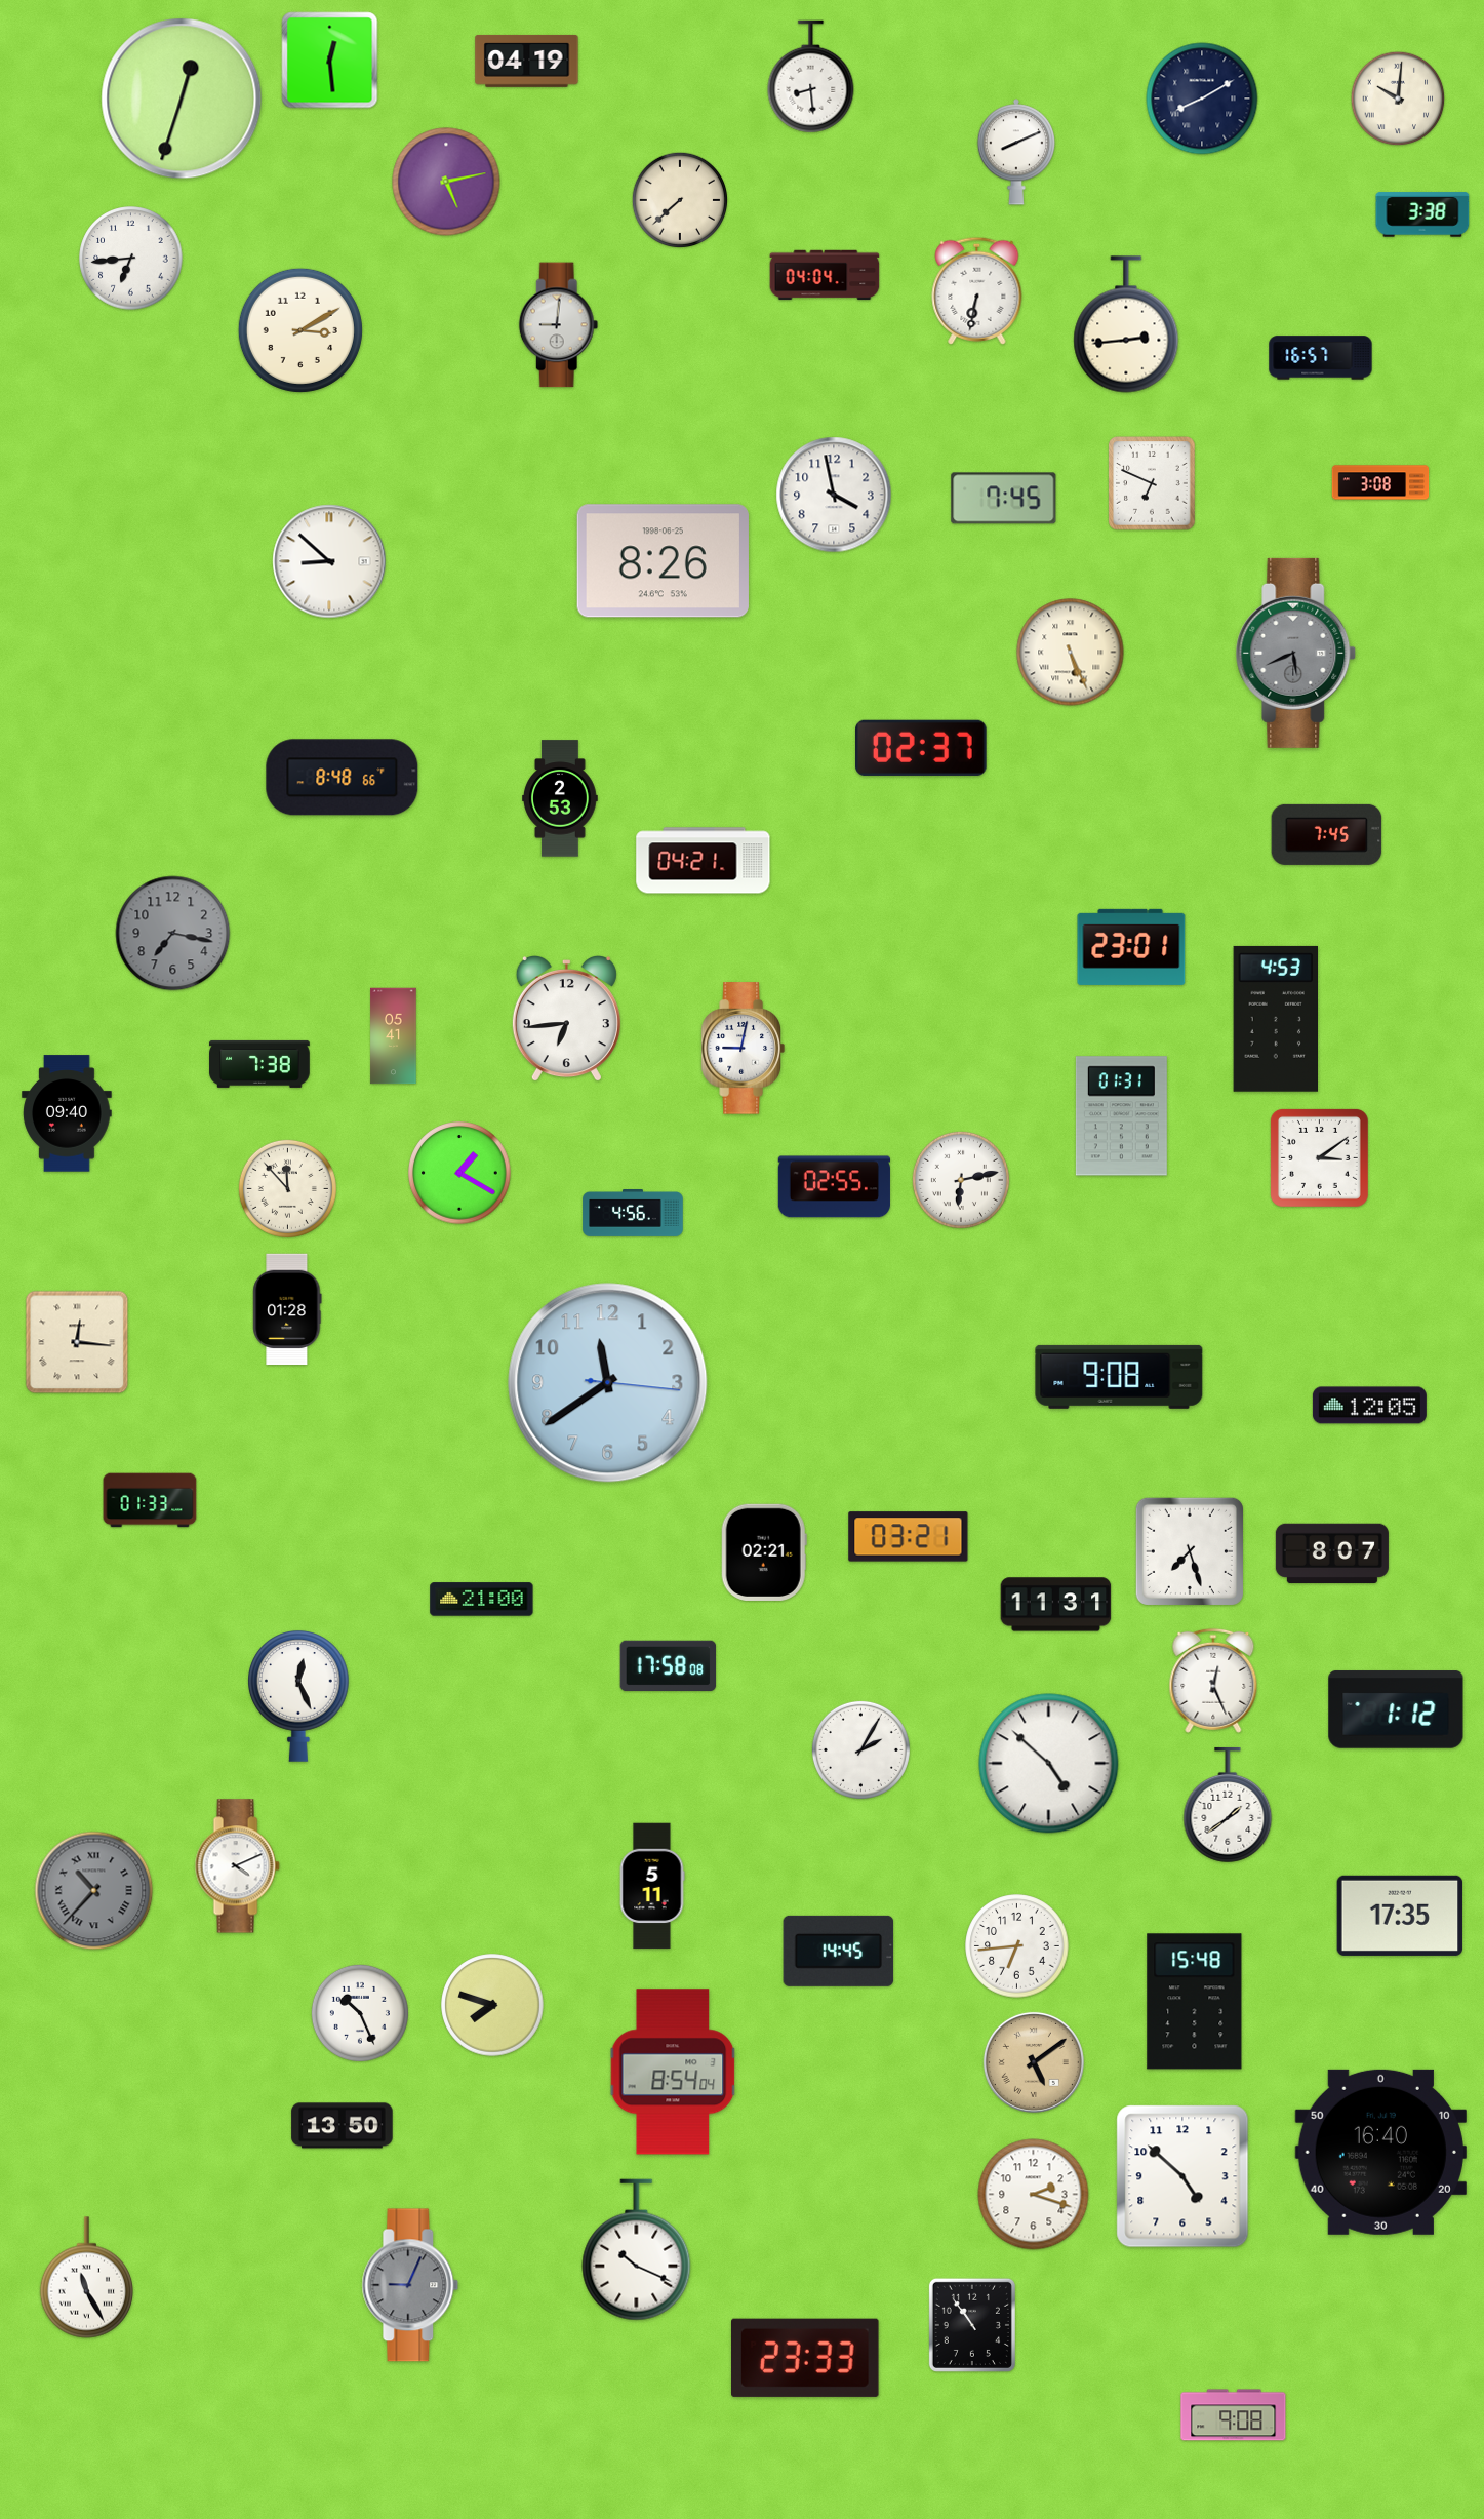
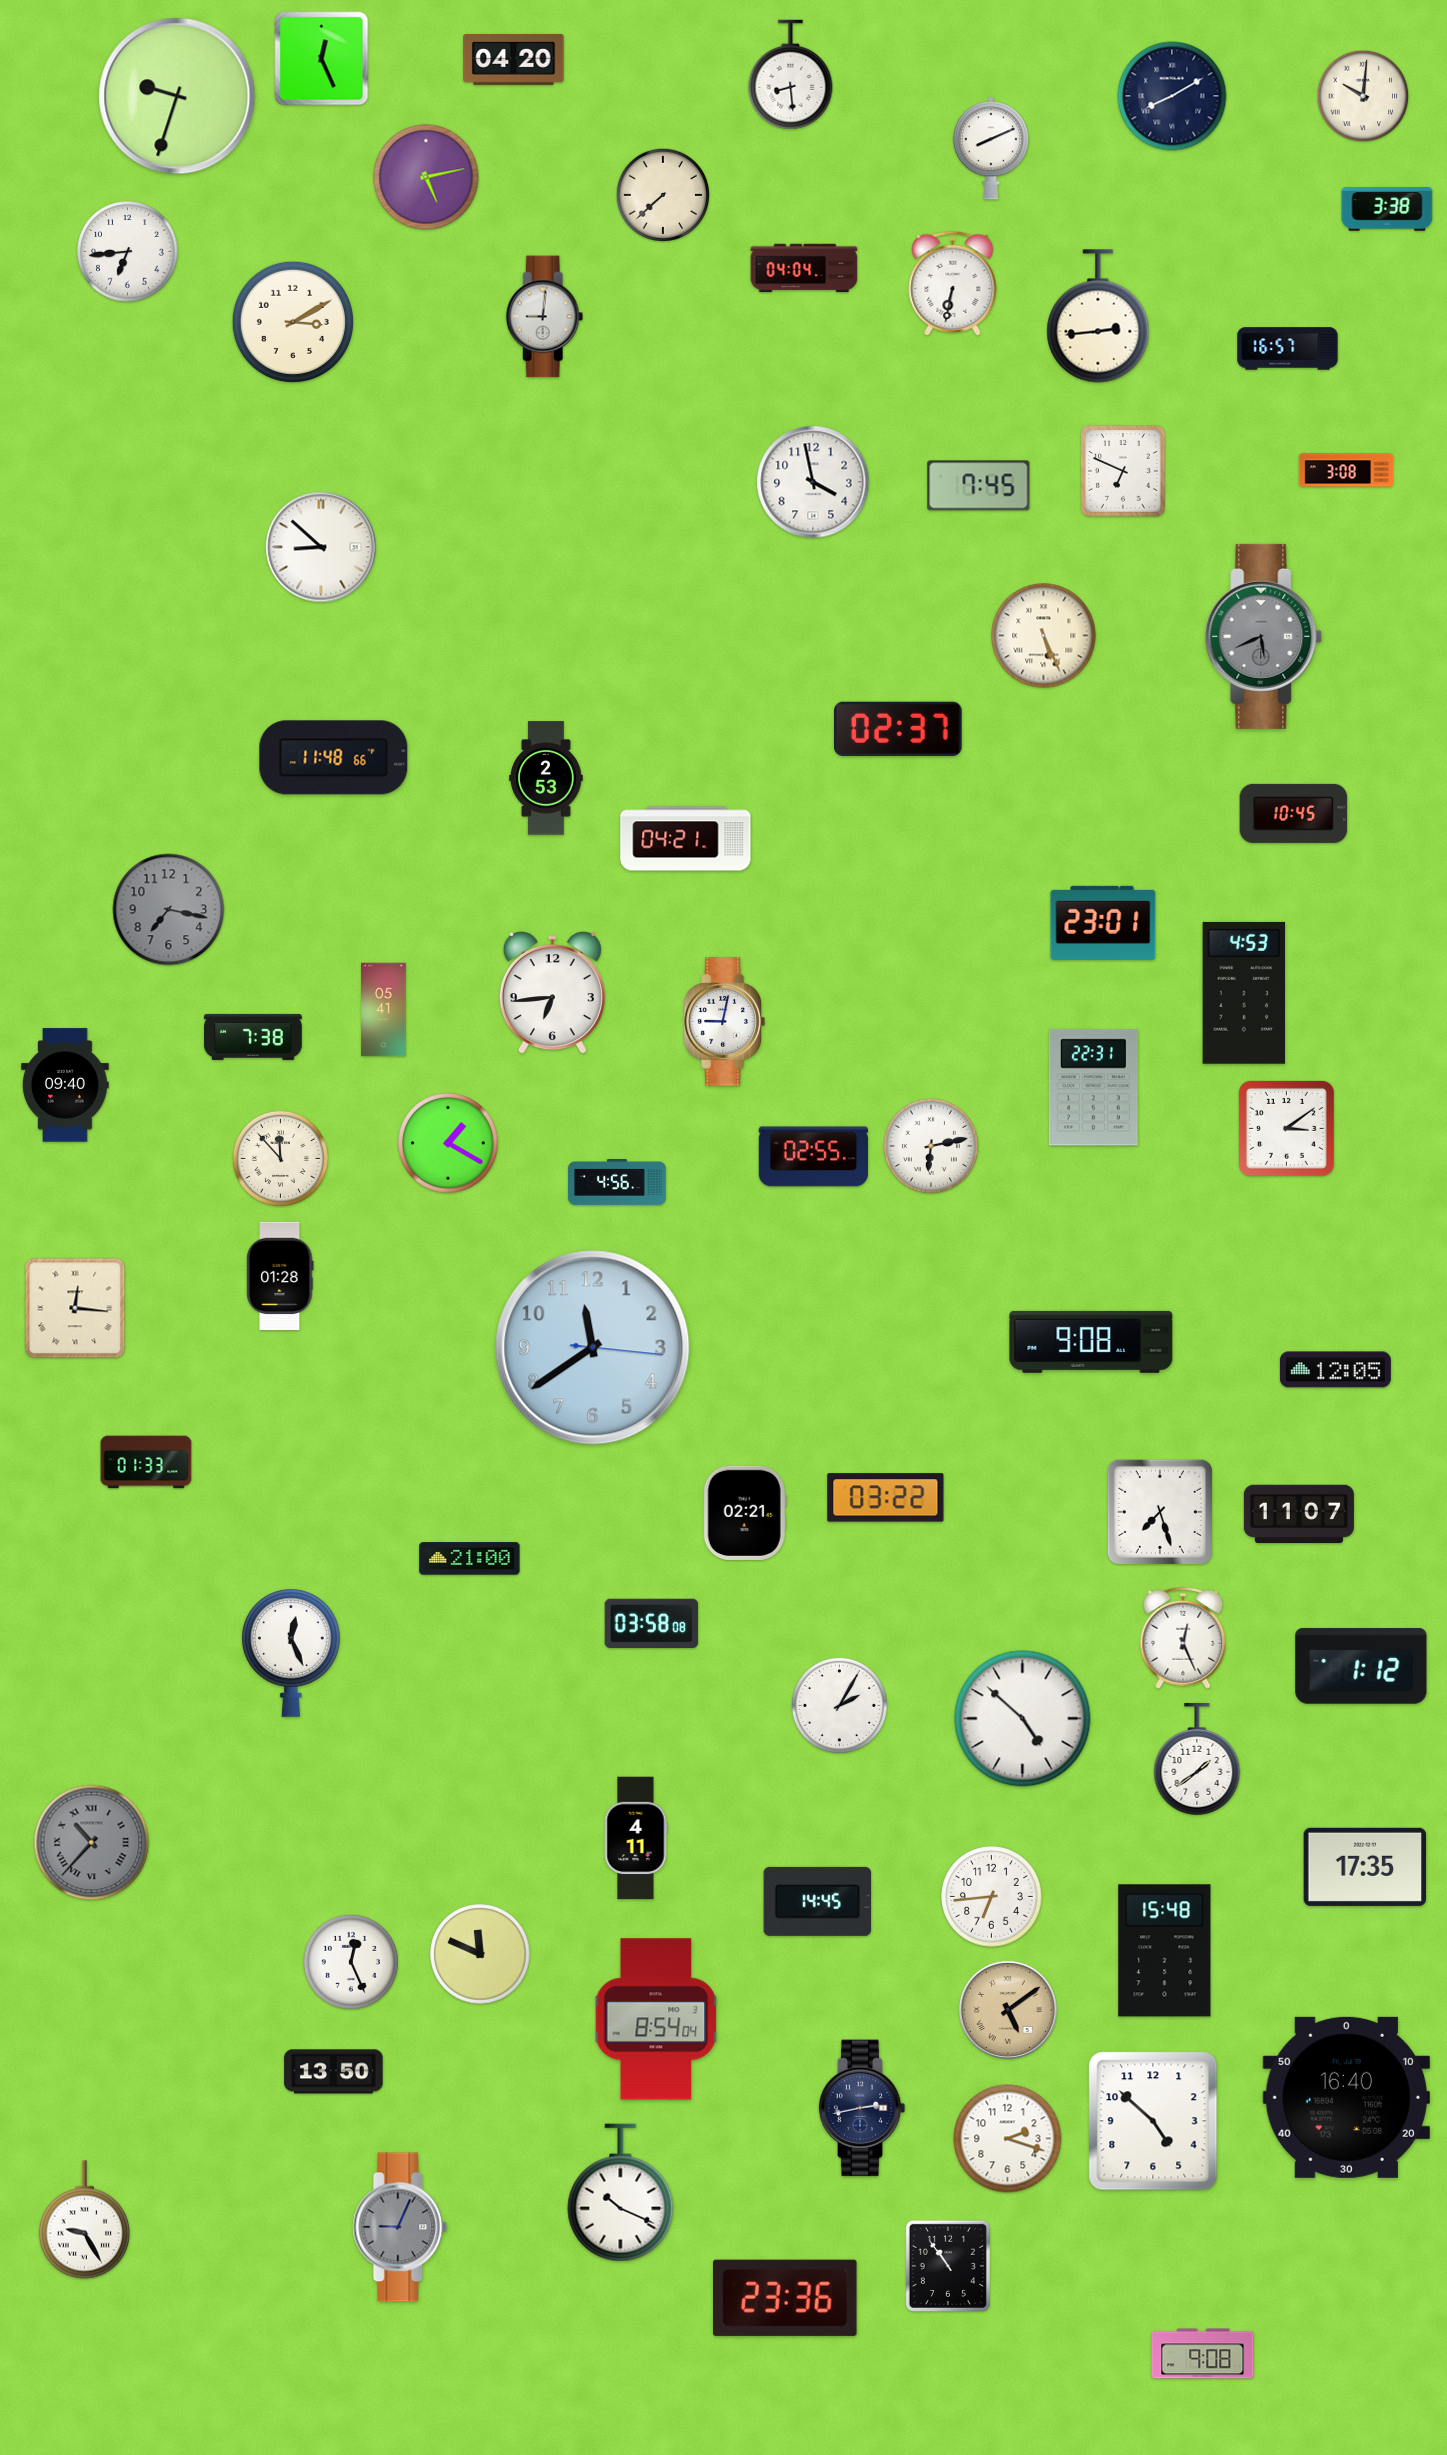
clock at (330, 61): 12:29 -> 12:26
clock at (527, 61): 04:19 -> 04:20
clock at (182, 99): 12:33 -> 9:33
clock at (446, 182) position: (446, 182) -> (426, 177)
clock at (663, 561): 8:26 -> none
clock at (343, 778): 8:48 -> 11:48
clock at (1327, 834): 7:45 -> 10:45
clock at (1121, 1116): 01:31 -> 22:31
clock at (961, 1180) position: (961, 1180) -> (931, 1146)
clock at (909, 1537): 03:21 -> 03:22
clock at (1332, 1552): 8:07 -> 11:07
clock at (1056, 1605): 11:31 -> none
clock at (669, 1665): 17:58 -> 03:58
clock at (237, 1866): 4:11 -> none
clock at (652, 1886): 5:11 -> 4:11
clock at (492, 2005): 7:48 -> 11:49
clock at (360, 2013): 10:26 -> 12:26
clock at (862, 2108): none -> 2:43
clock at (86, 2278): 11:25 -> 9:25
clock at (806, 2358): 23:33 -> 23:36
